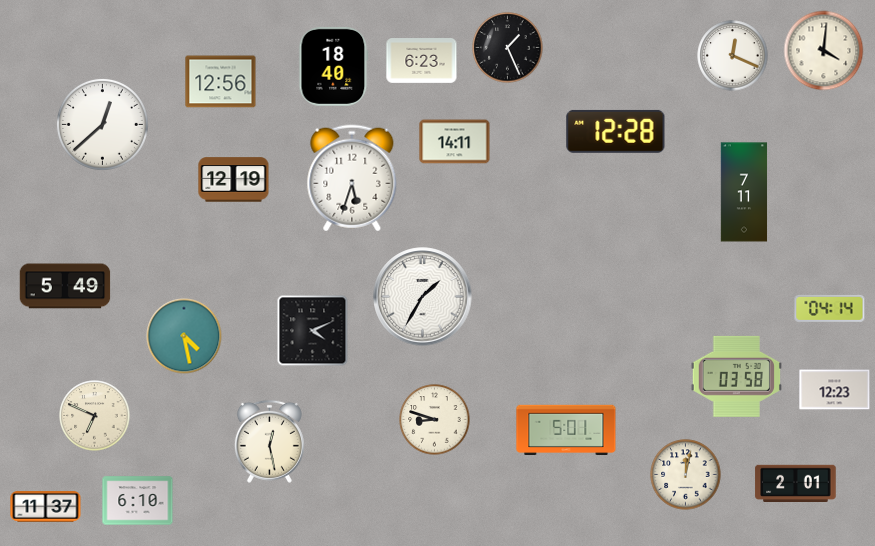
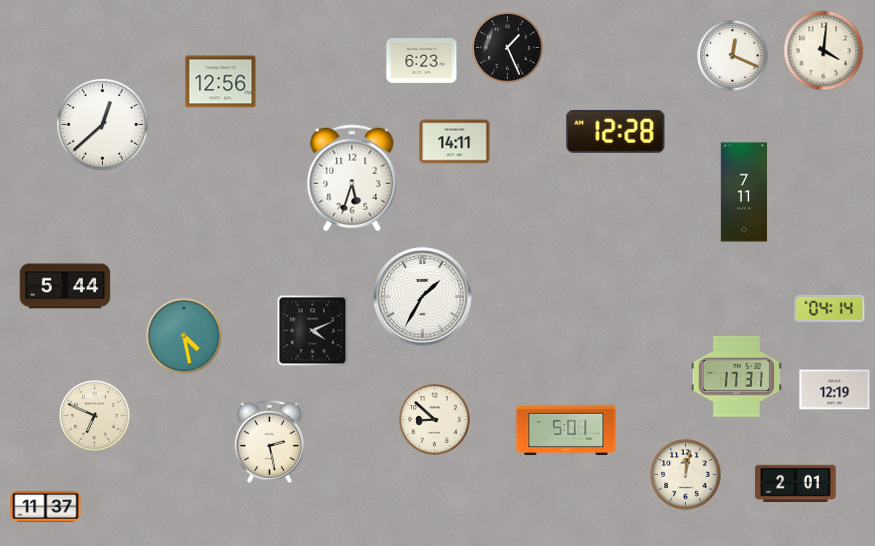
clock at (334, 66): 18:40 -> none
clock at (234, 180): 12:19 -> none
clock at (65, 286): 5:49 -> 5:44
clock at (736, 376): 03:58 -> 17:31
clock at (835, 390): 12:23 -> 12:19
clock at (435, 420): 8:48 -> 8:52
clock at (269, 441): 12:28 -> 2:28
clock at (138, 501): 6:10 -> none
